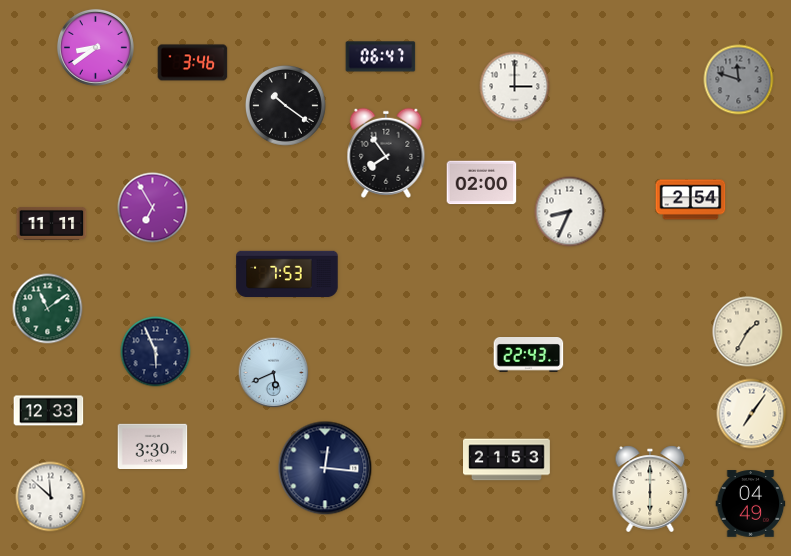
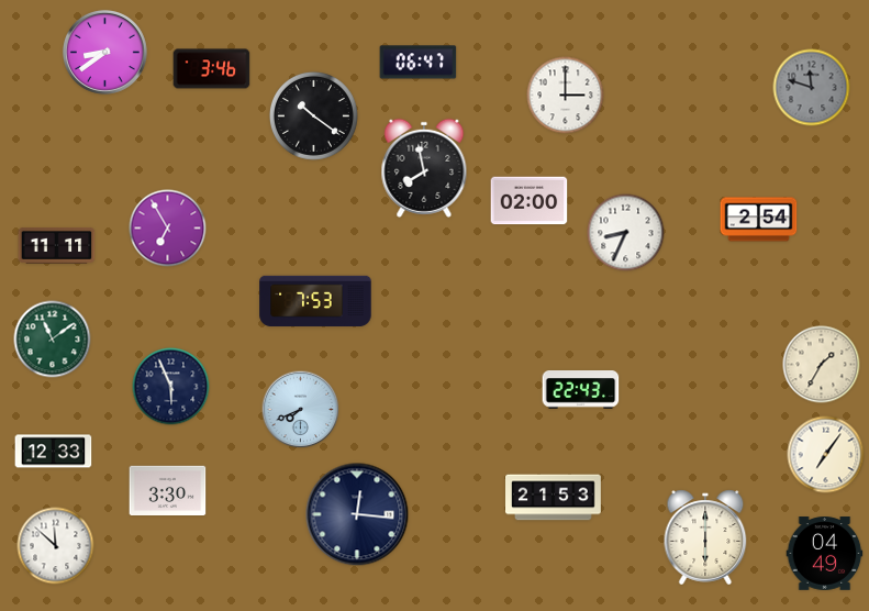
clock at (386, 153): 7:54 -> 7:58
clock at (274, 373): 5:41 -> 7:41
clock at (507, 460) position: (507, 460) -> (554, 498)
clock at (650, 489) position: (650, 489) -> (705, 537)
